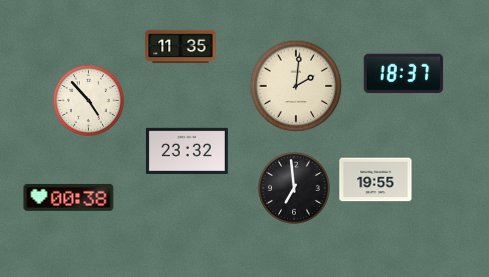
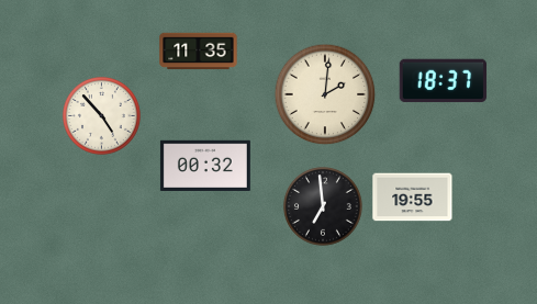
clock at (89, 101) position: (89, 101) -> (102, 116)
clock at (187, 150): 23:32 -> 00:32
clock at (69, 197): 00:38 -> none
